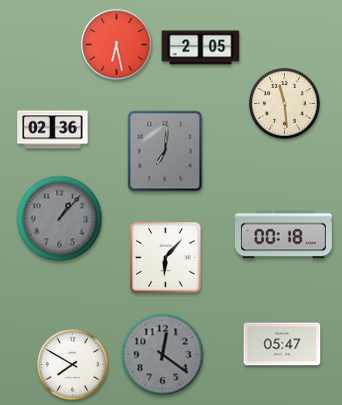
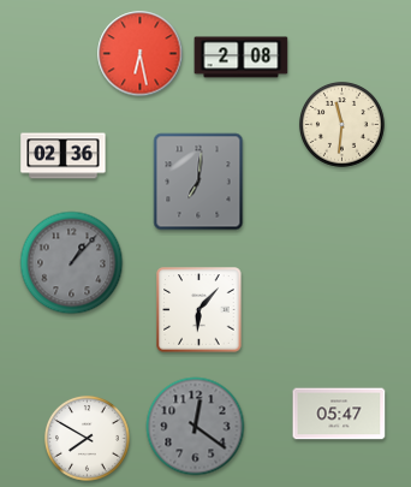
clock at (201, 48): 2:05 -> 2:08
clock at (284, 103): 11:29 -> 11:31
clock at (283, 235): 00:18 -> none
